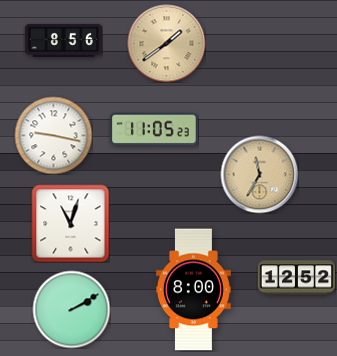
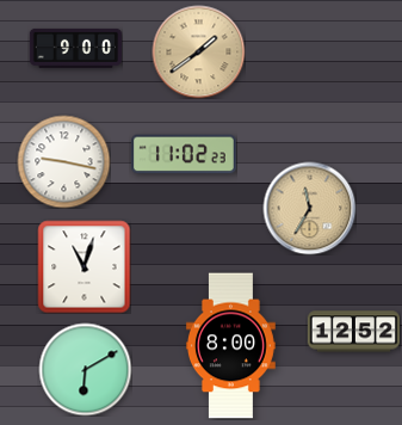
clock at (63, 40): 8:56 -> 9:00
clock at (155, 129): 11:05 -> 11:02
clock at (71, 309): 2:10 -> 6:10
